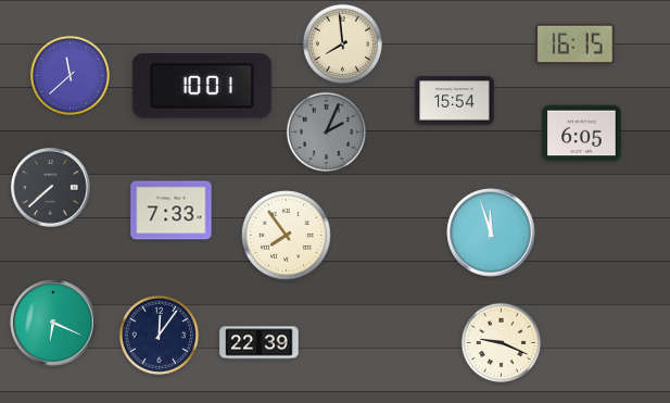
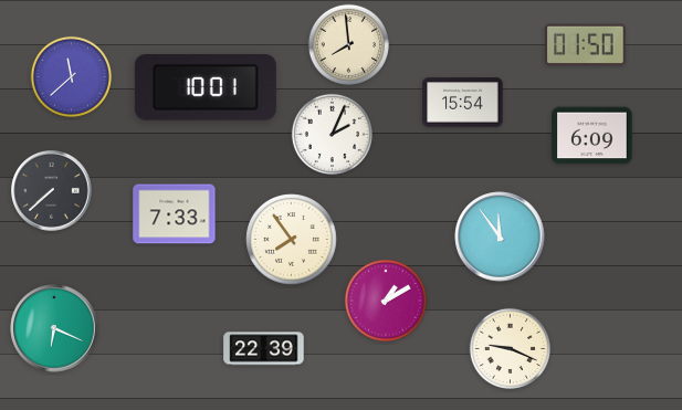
clock at (576, 45): 16:15 -> 01:50
clock at (326, 131) dial: grey -> white
clock at (582, 134): 6:05 -> 6:09
clock at (491, 232): 11:57 -> 11:54
clock at (386, 301): none -> 1:10
clock at (159, 335): 12:06 -> none
